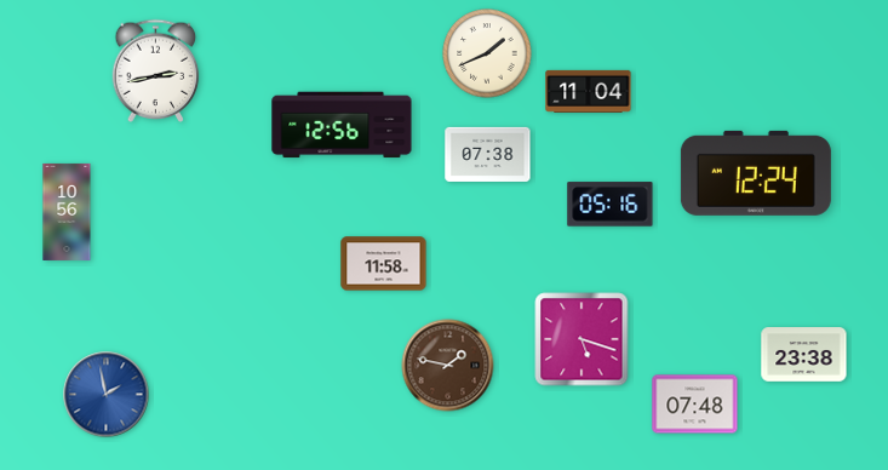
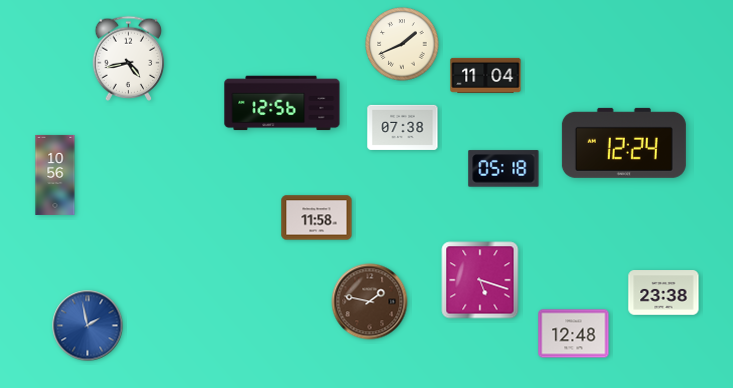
clock at (156, 70): 2:43 -> 4:43
clock at (611, 205): 05:16 -> 05:18
clock at (695, 405): 07:48 -> 12:48
